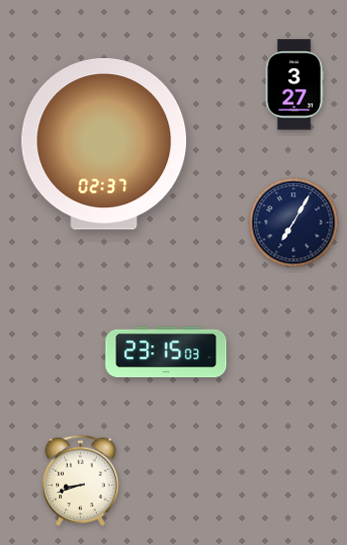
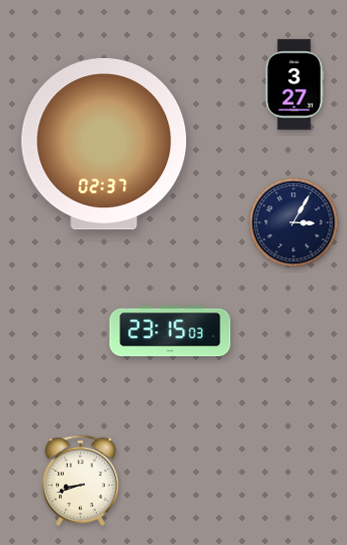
clock at (294, 223): 7:05 -> 3:05
clock at (166, 352) position: (166, 352) -> (170, 331)
